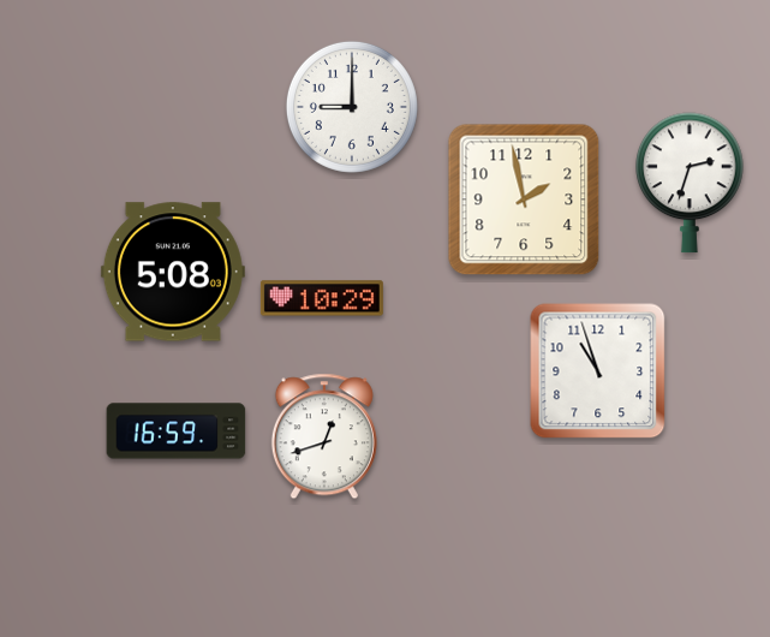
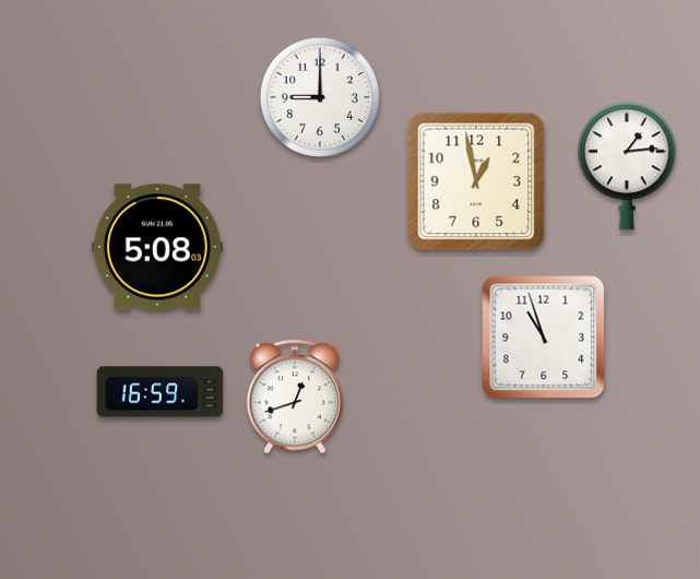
clock at (690, 183): 2:33 -> 1:14
clock at (524, 200): 1:58 -> 12:58
clock at (322, 298): 10:29 -> none
